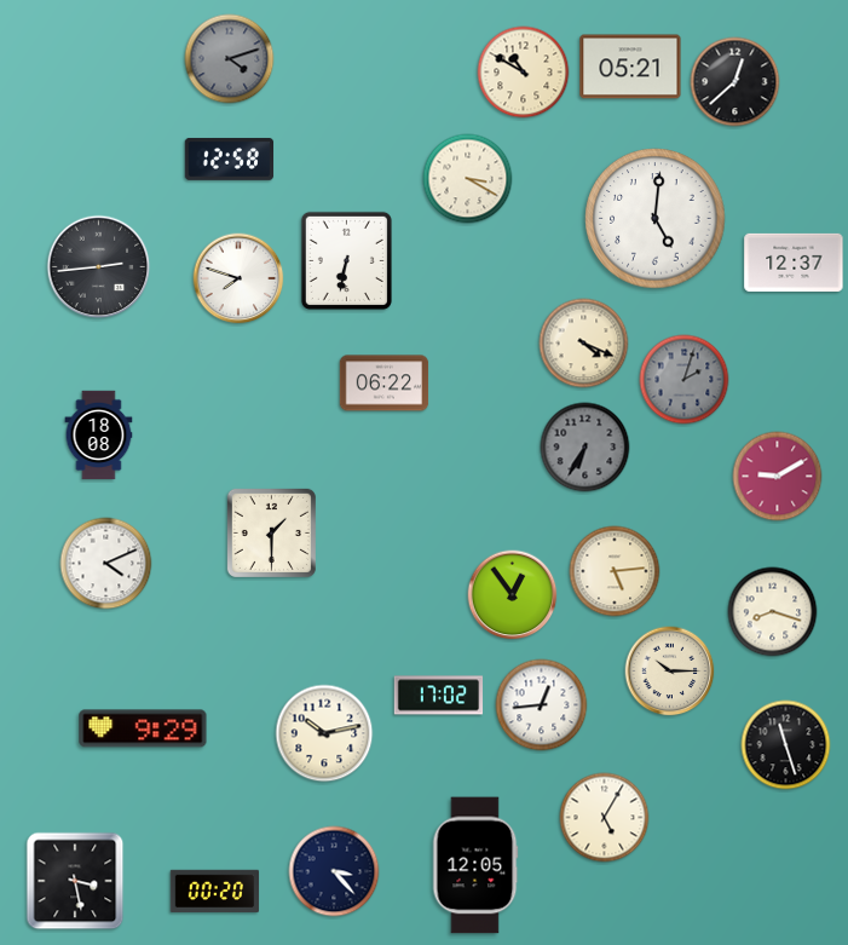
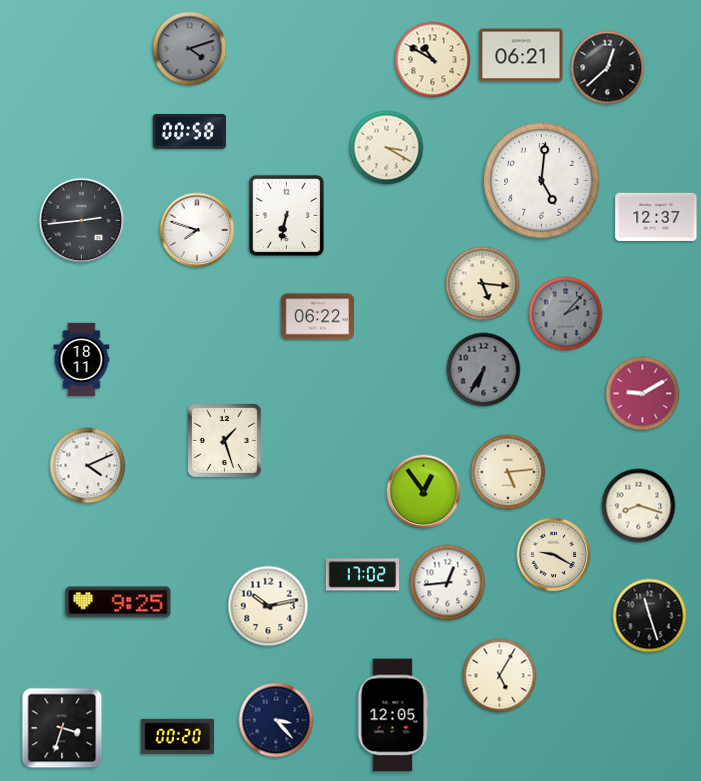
clock at (630, 67): 05:21 -> 06:21
clock at (230, 159): 12:58 -> 00:58
clock at (584, 344): 4:19 -> 5:16
clock at (685, 380): 2:03 -> 2:07
clock at (99, 436): 18:08 -> 18:11
clock at (271, 532): 1:30 -> 1:27
clock at (670, 672): 10:15 -> 9:20
clock at (143, 728): 9:29 -> 9:25
clock at (75, 881): 3:28 -> 3:33
